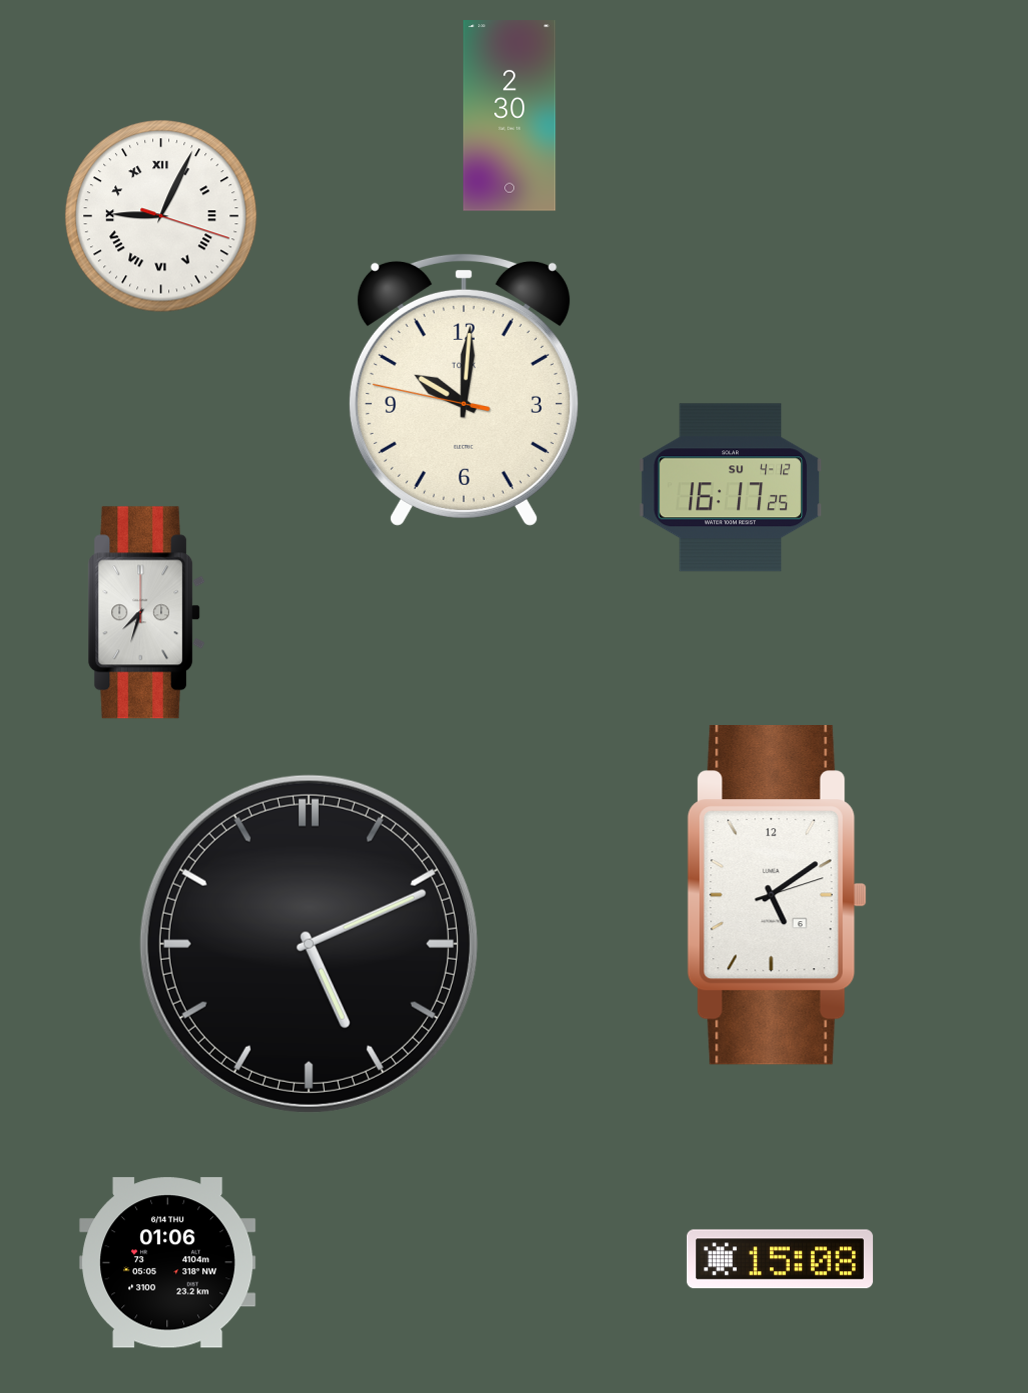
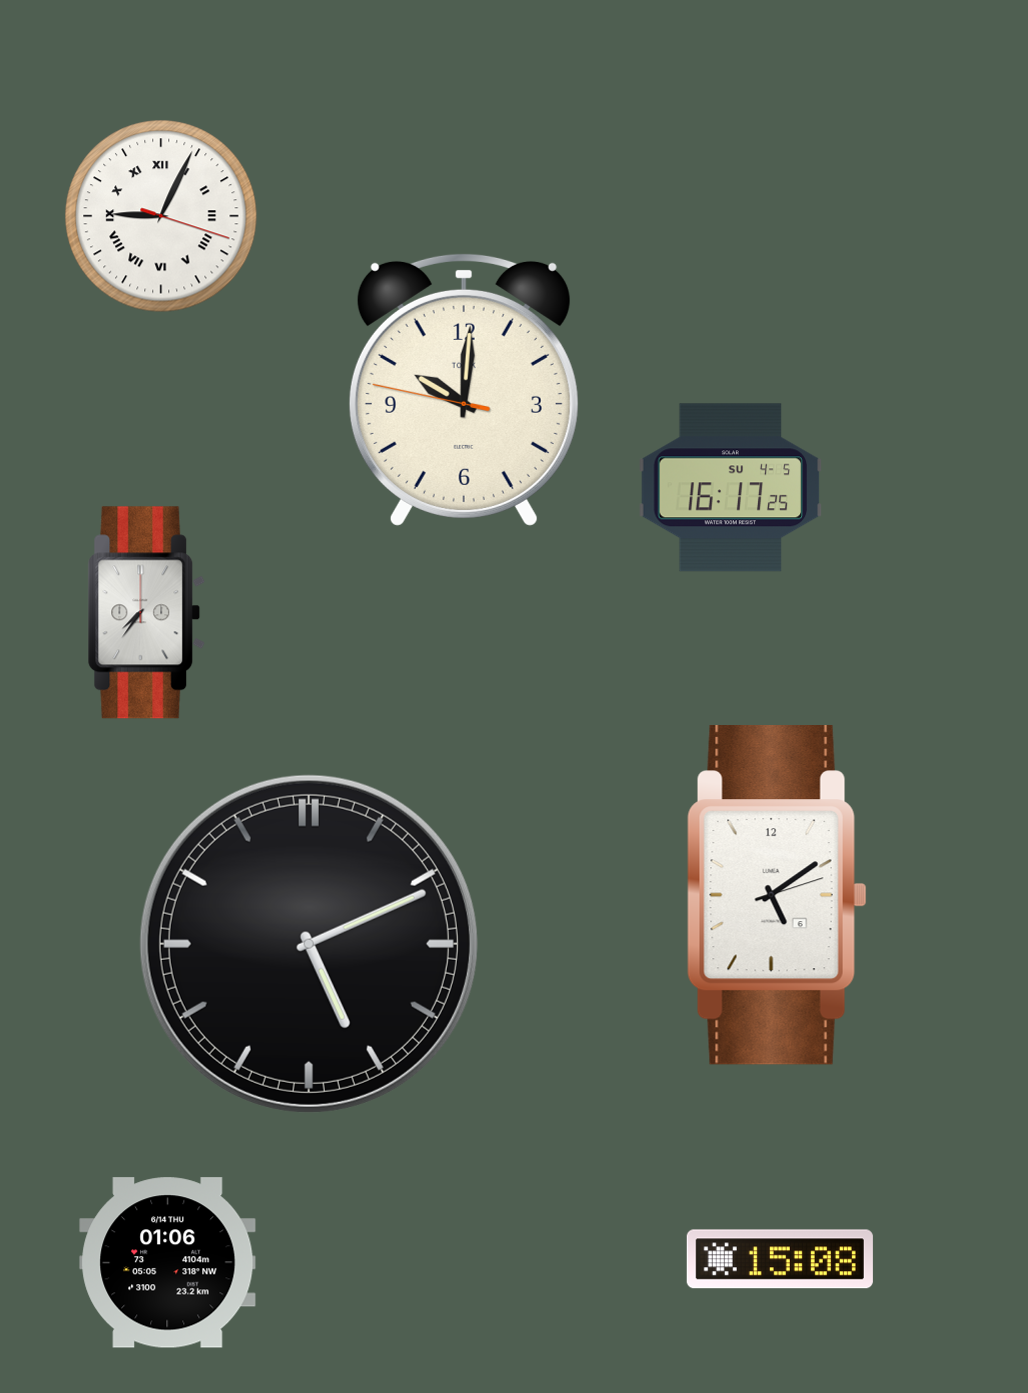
clock at (510, 116): 2:30 -> none
clock at (731, 488) date: SU 4-12 -> SU 4-5
clock at (147, 613): 7:33 -> 7:36
